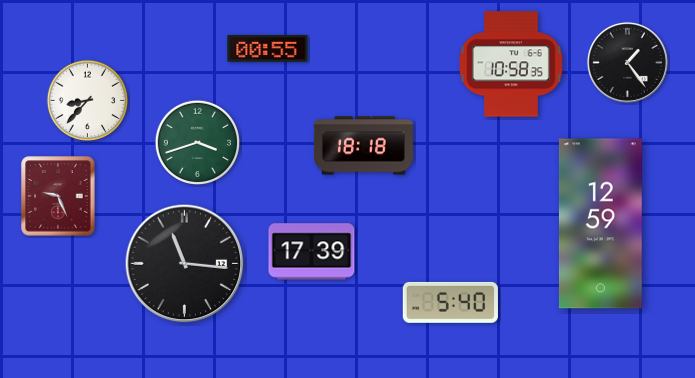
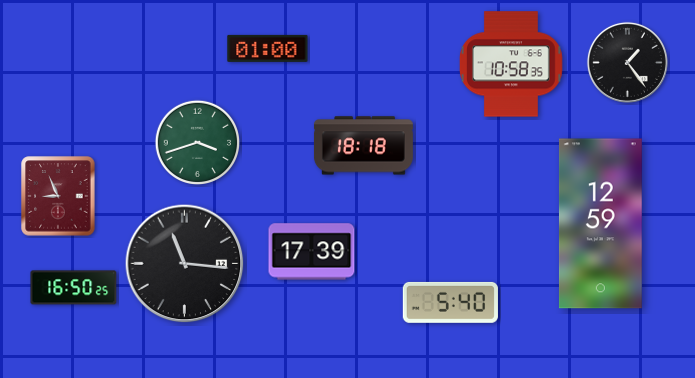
clock at (268, 48): 00:55 -> 01:00
clock at (88, 101): 8:37 -> none
clock at (58, 196): 9:26 -> 8:56
clock at (74, 288): none -> 16:50
